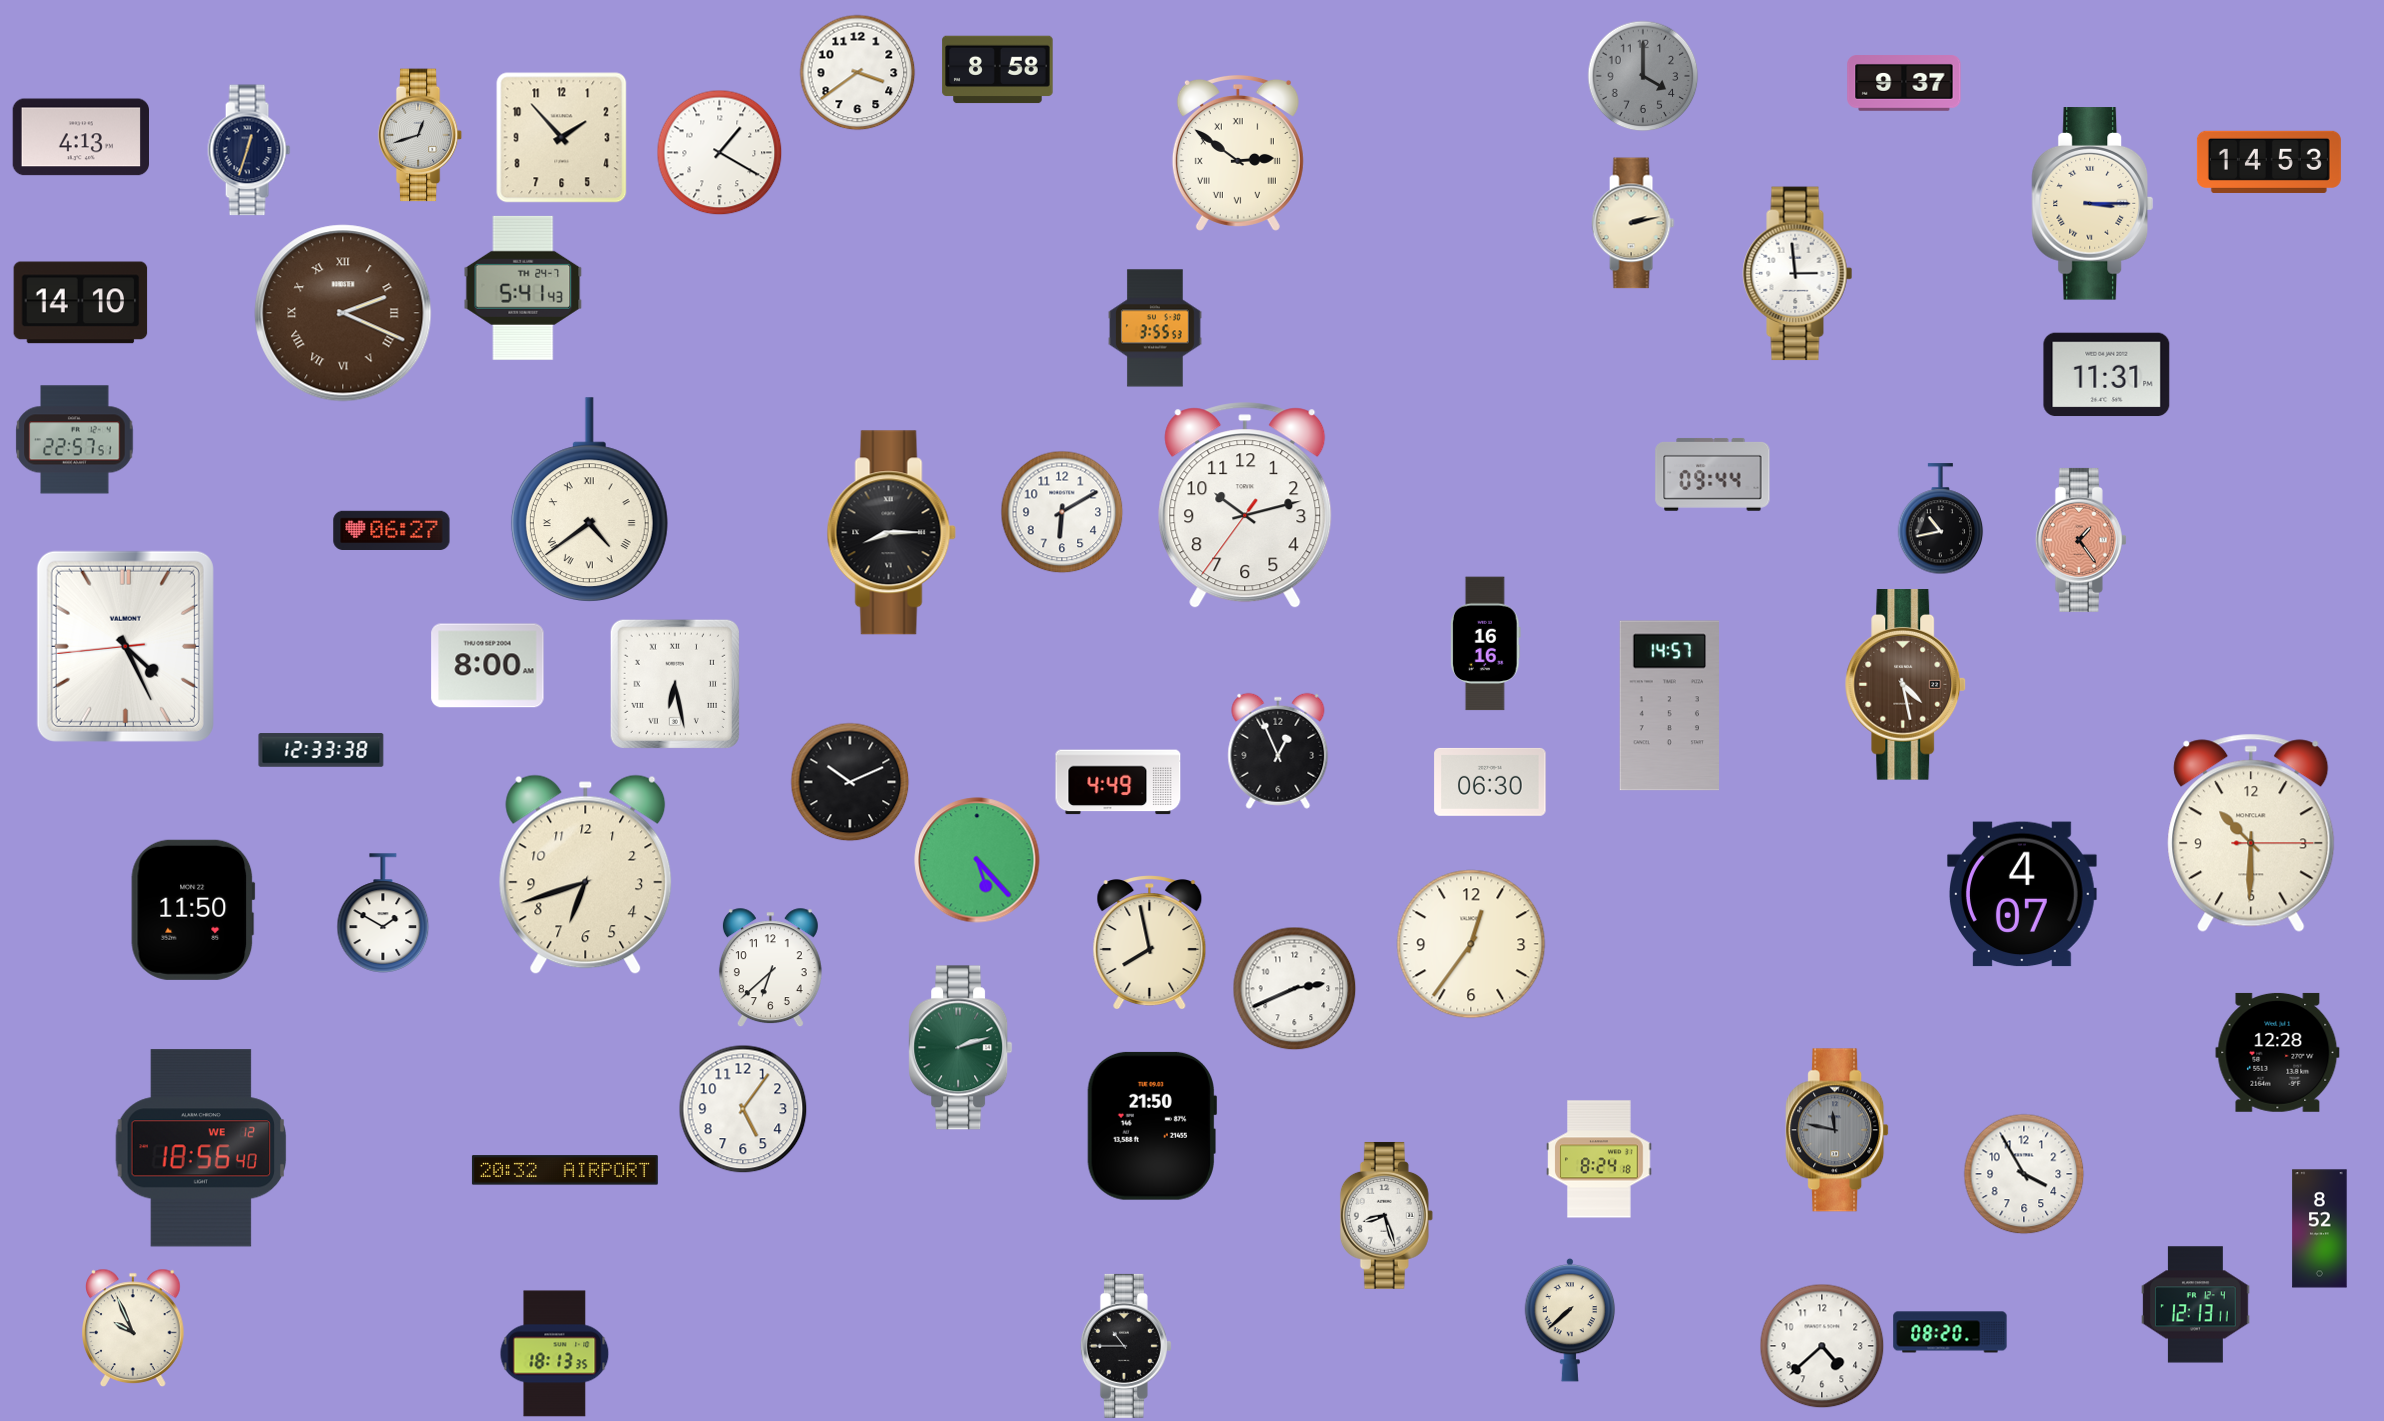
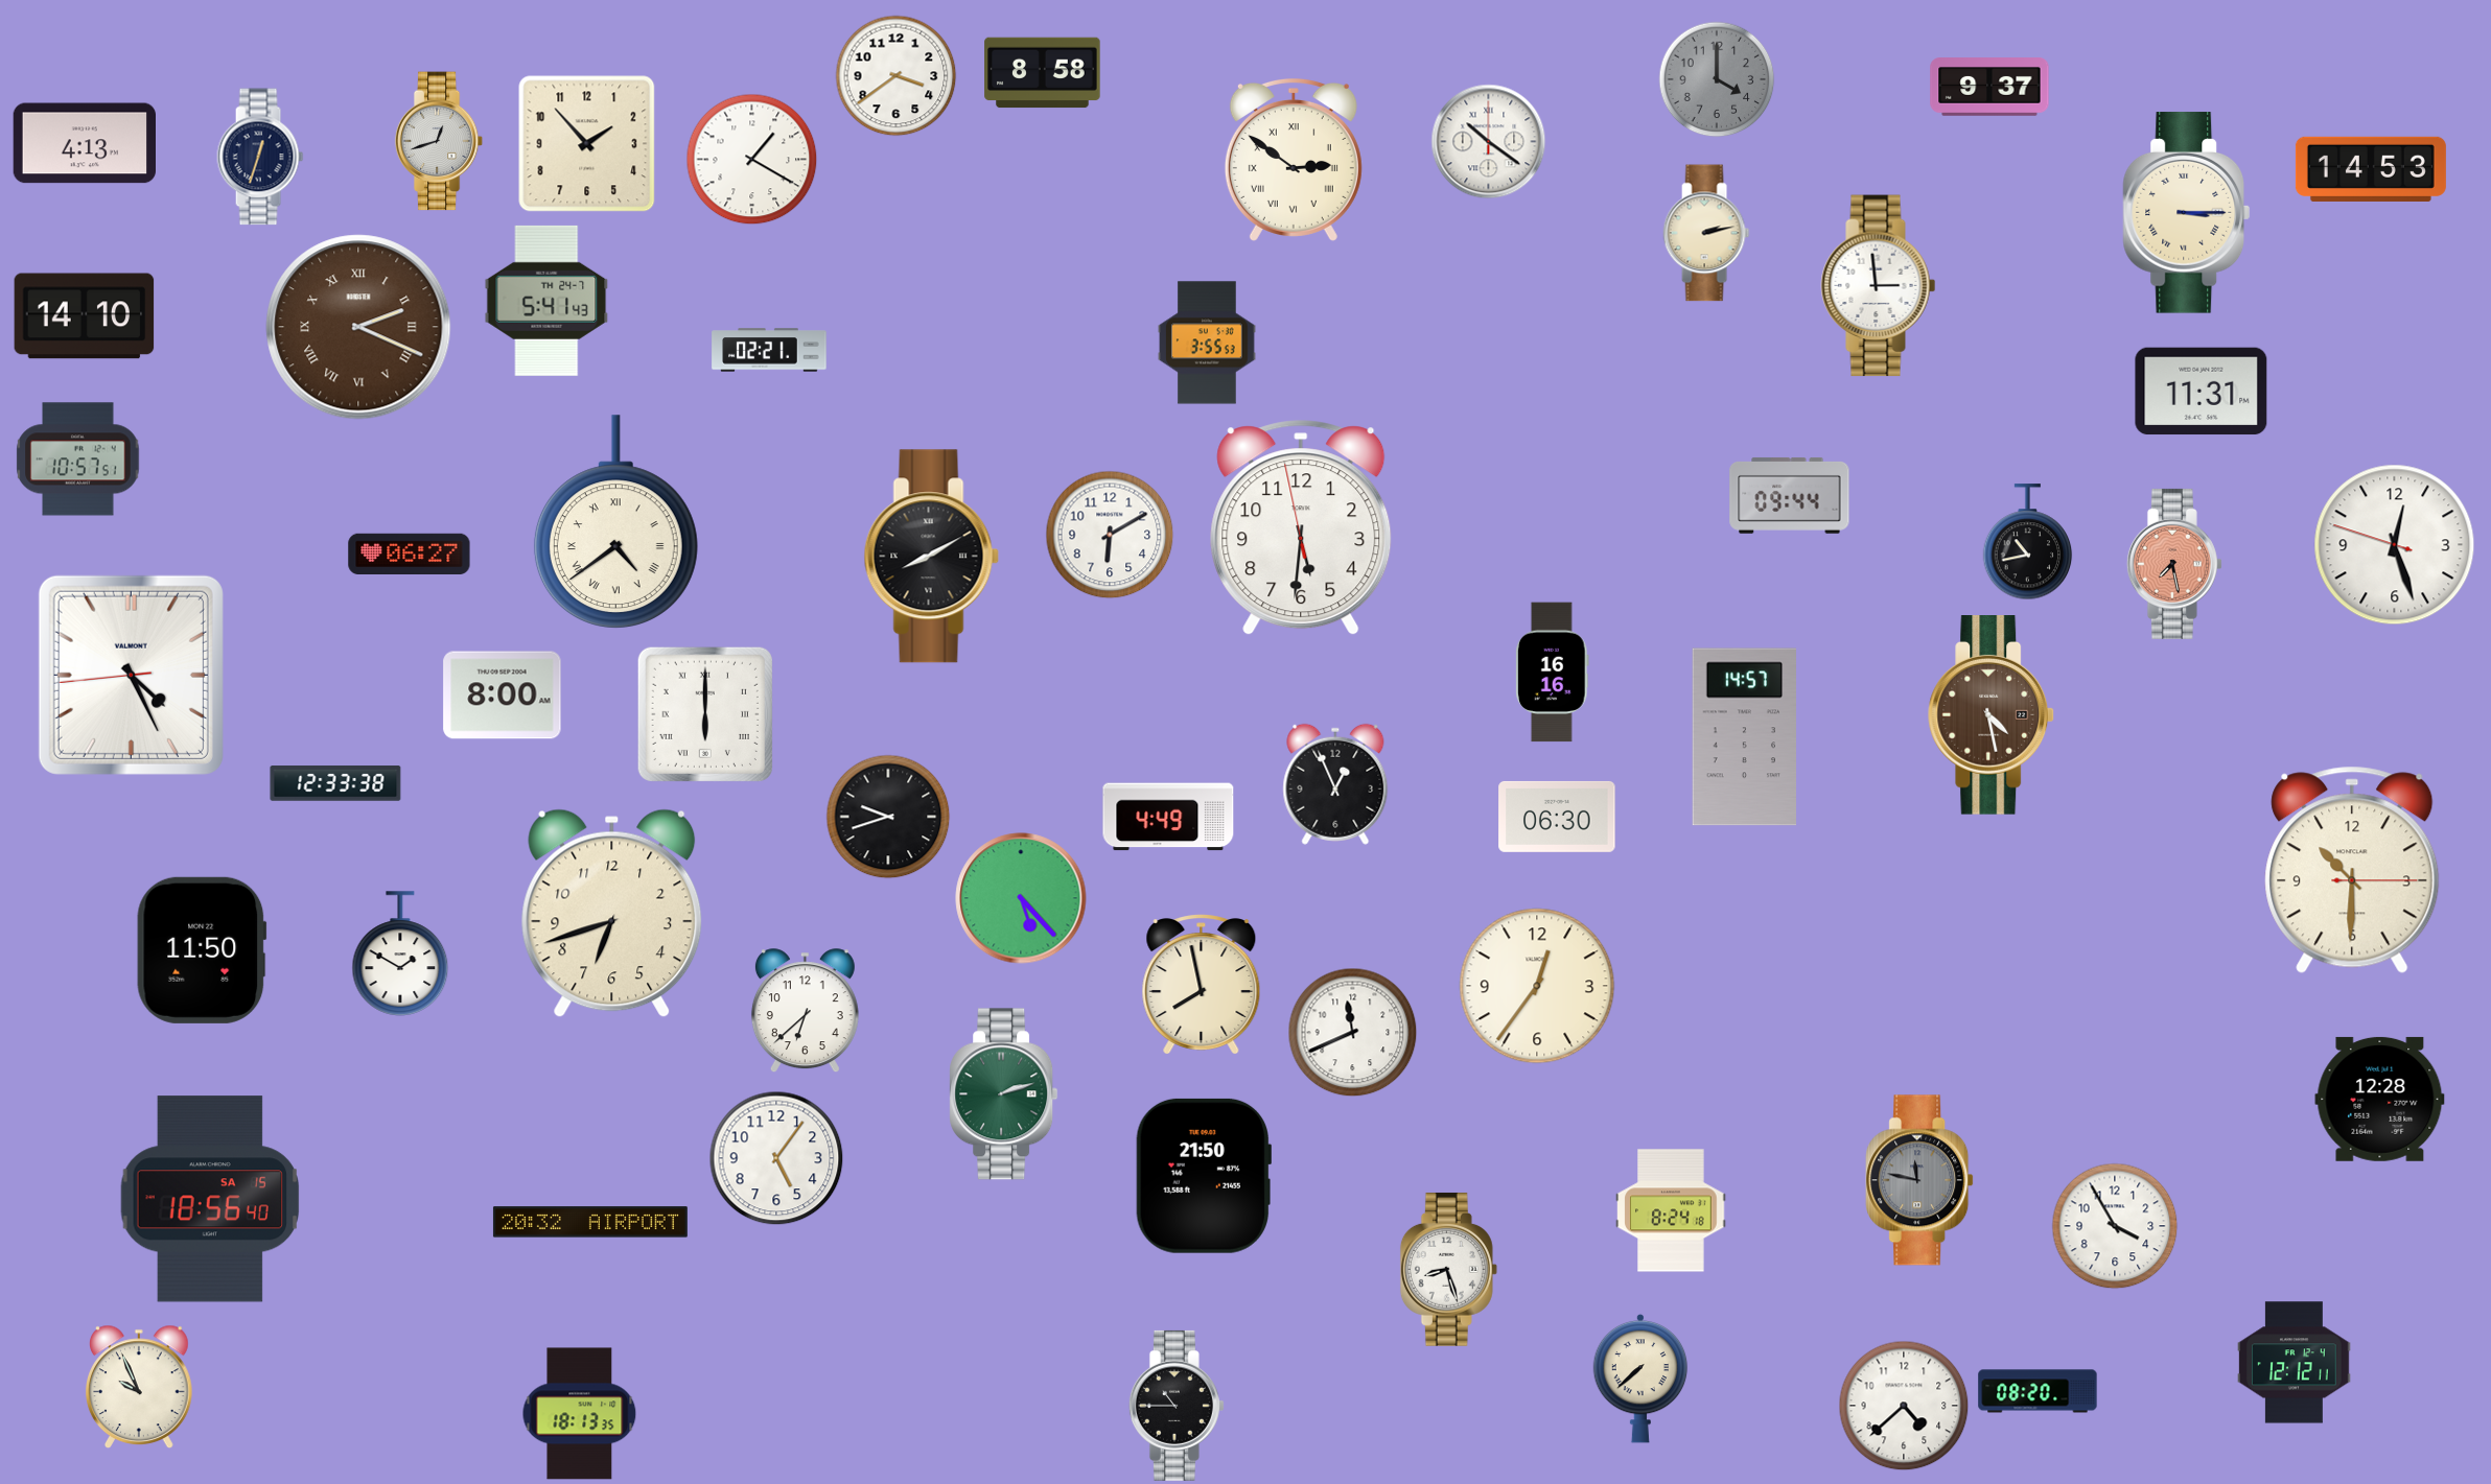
clock at (1489, 142): none -> 10:21
clock at (769, 350): none -> 02:21
clock at (75, 440): 22:57 -> 10:57
clock at (1245, 506): 10:12 -> 5:30
clock at (2395, 545): none -> 12:26
clock at (891, 533): 8:15 -> 8:10
clock at (2081, 540): 1:24 -> 7:28
clock at (488, 666) position: (488, 666) -> (503, 696)
clock at (675, 684): 6:28 -> 6:00
clock at (850, 782): 10:11 -> 9:42
clock at (2023, 894): 4:07 -> none
clock at (1295, 989): 2:41 -> 11:41
clock at (201, 1148) date: WE 12 -> SA 15
clock at (2320, 1229): 8:52 -> none
clock at (2196, 1305): 12:13 -> 12:12
